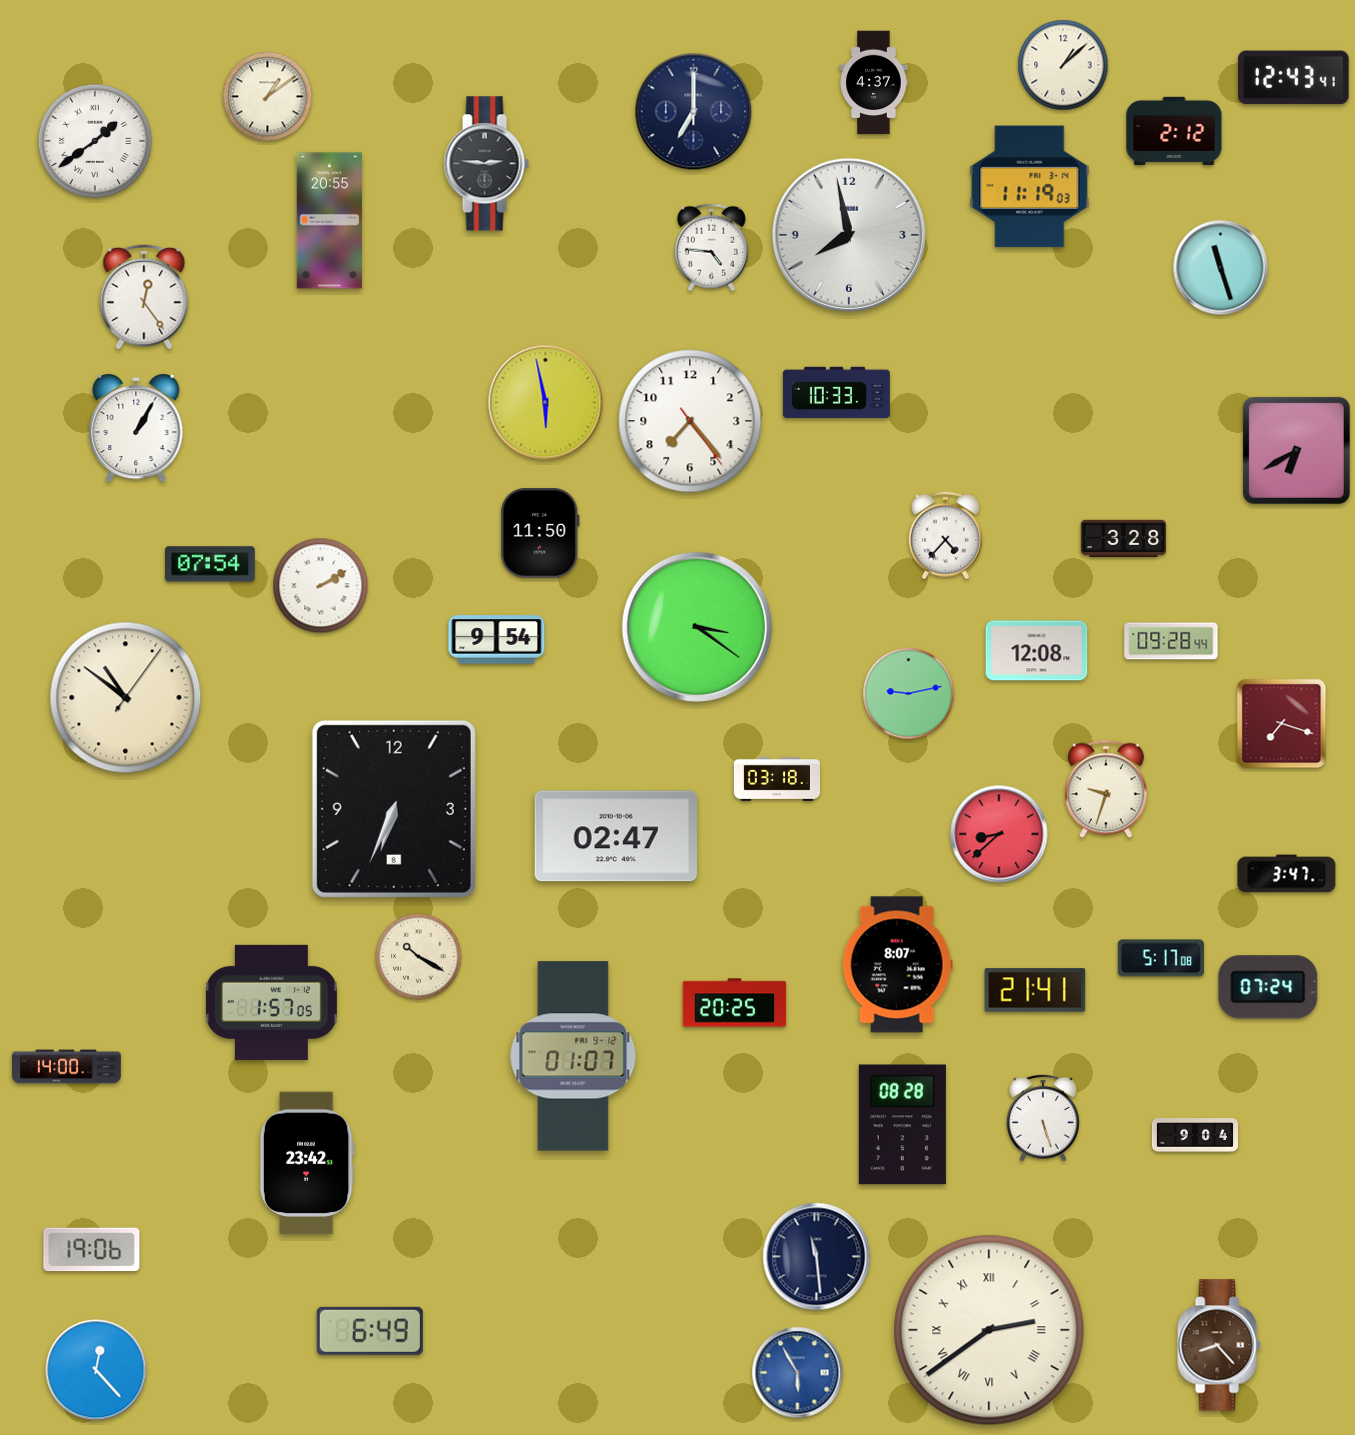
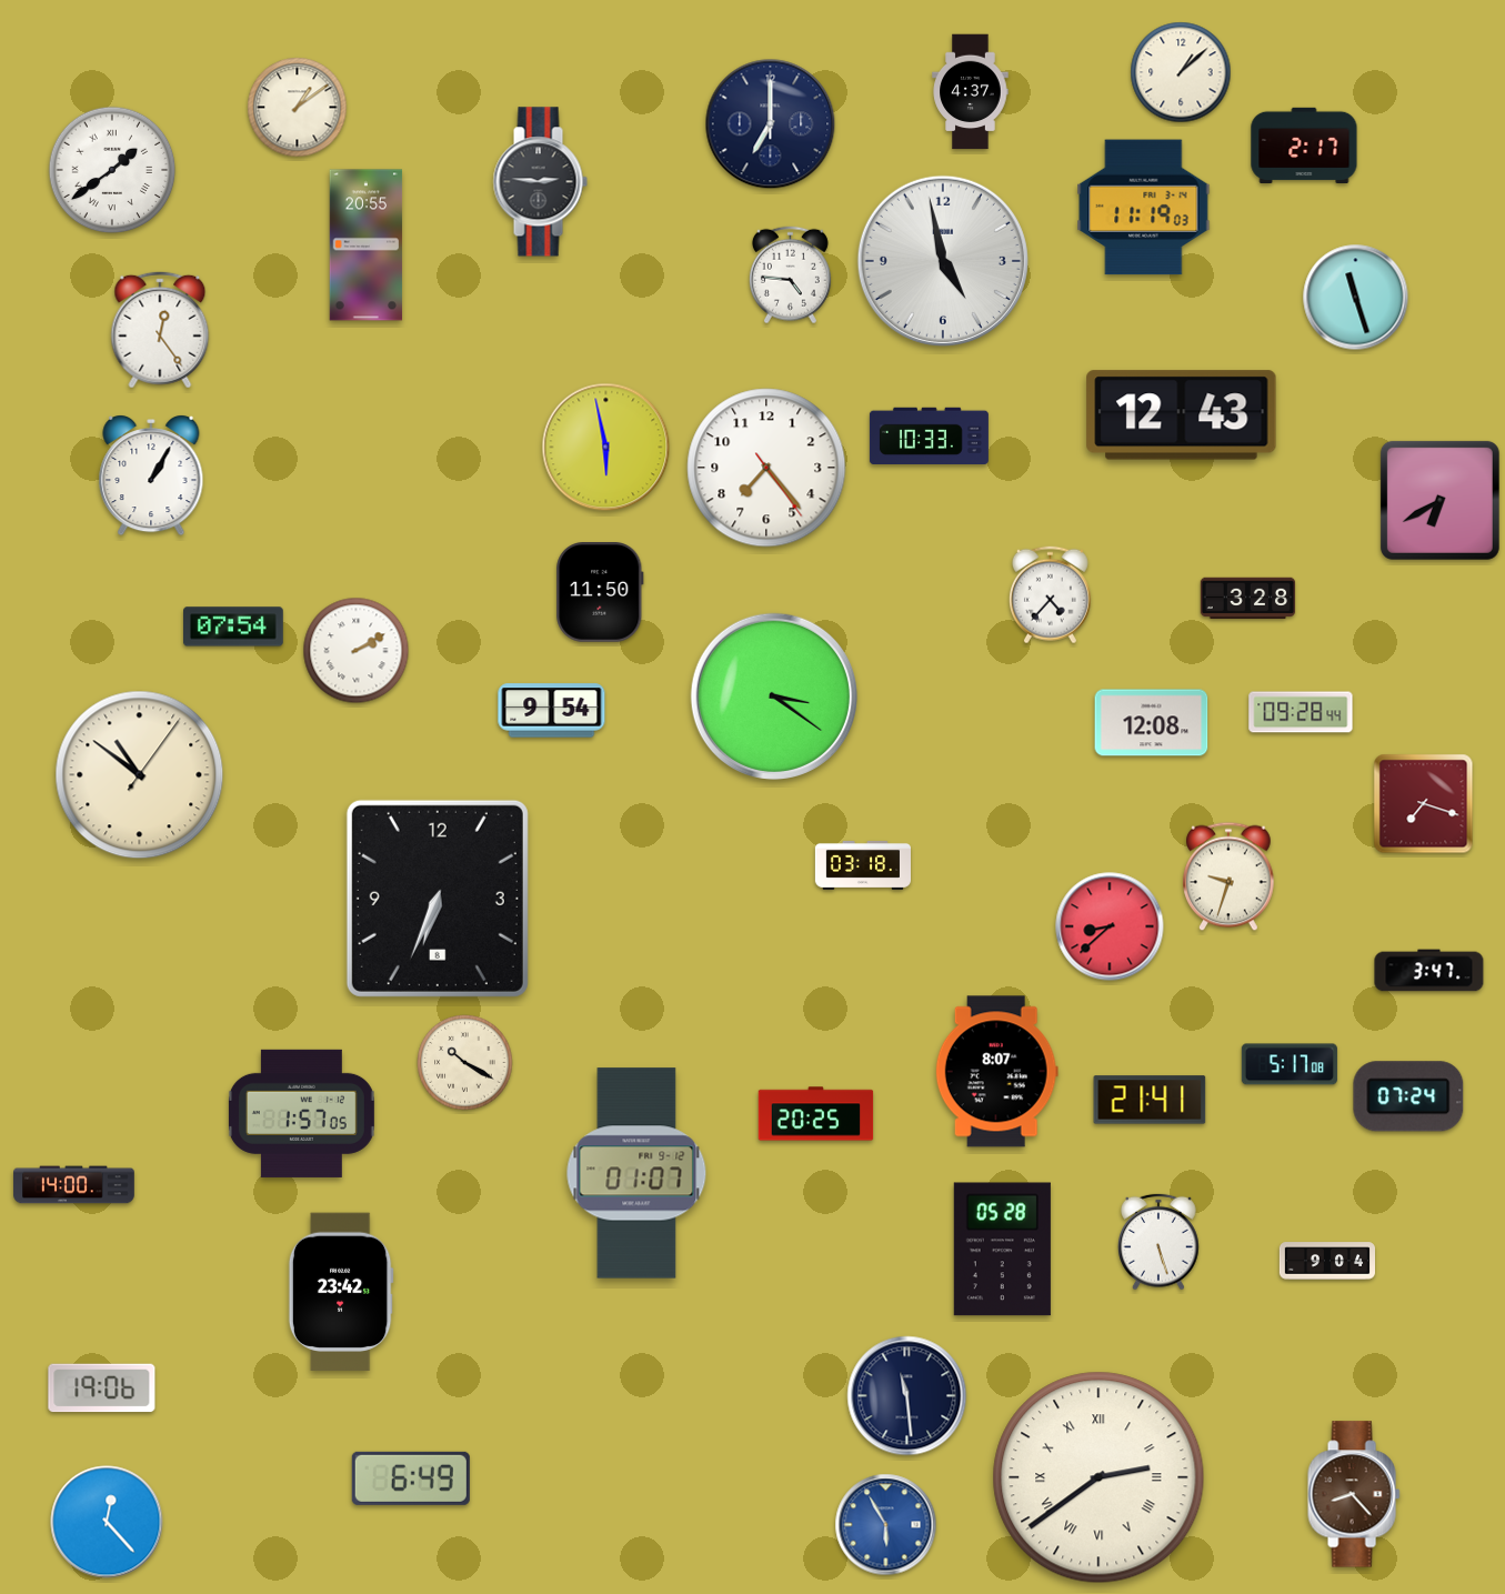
clock at (1294, 78): 12:43 -> none
clock at (1174, 130): 2:12 -> 2:17
clock at (95, 141) position: (95, 141) -> (112, 170)
clock at (849, 235): 7:58 -> 4:58
clock at (1182, 415): none -> 12:43
clock at (909, 694): 9:13 -> none
clock at (616, 836): 02:47 -> none
clock at (902, 1125): 08:28 -> 05:28
